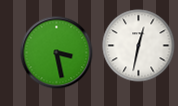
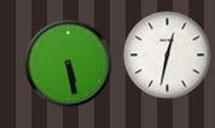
clock at (57, 53): 3:28 -> 5:28
